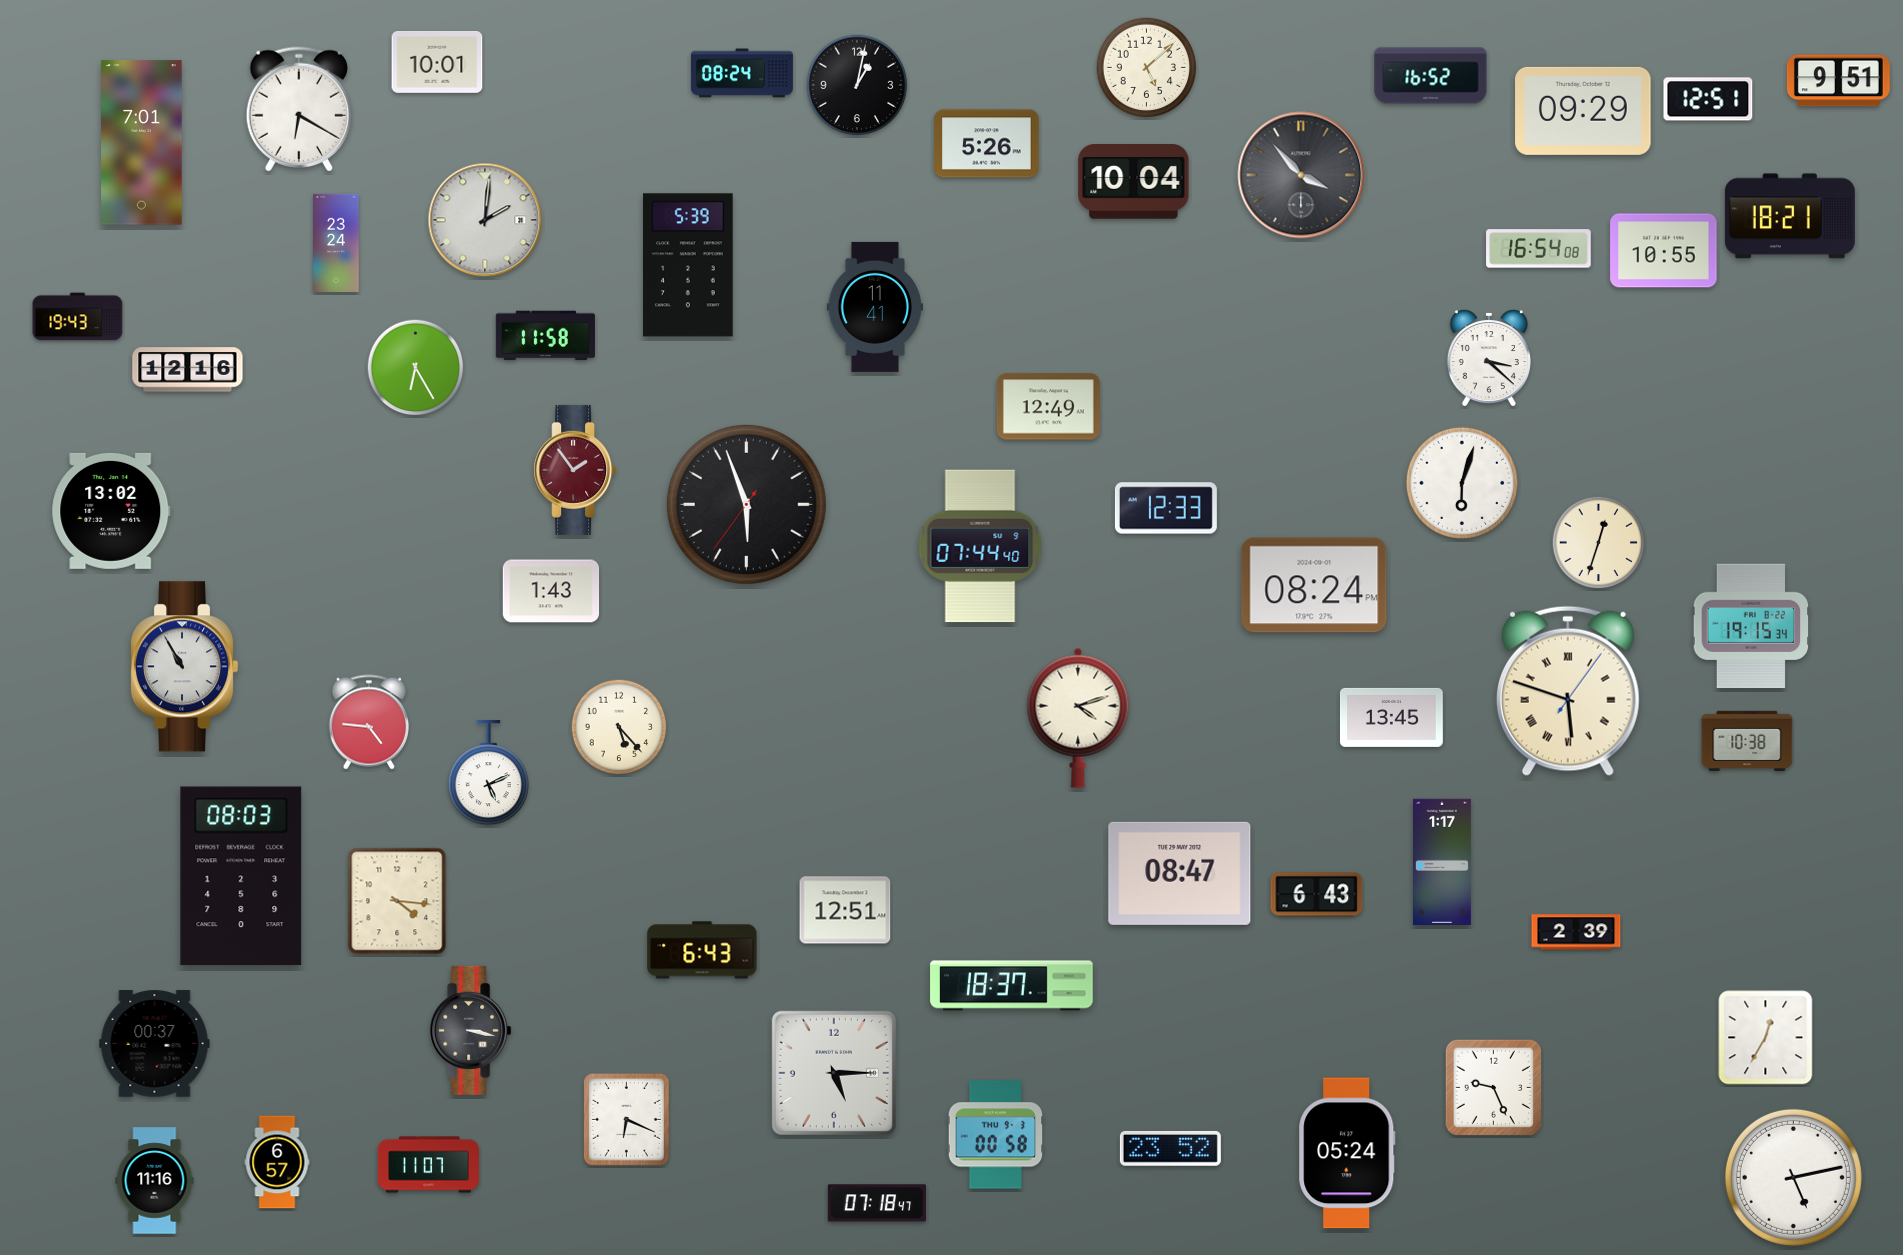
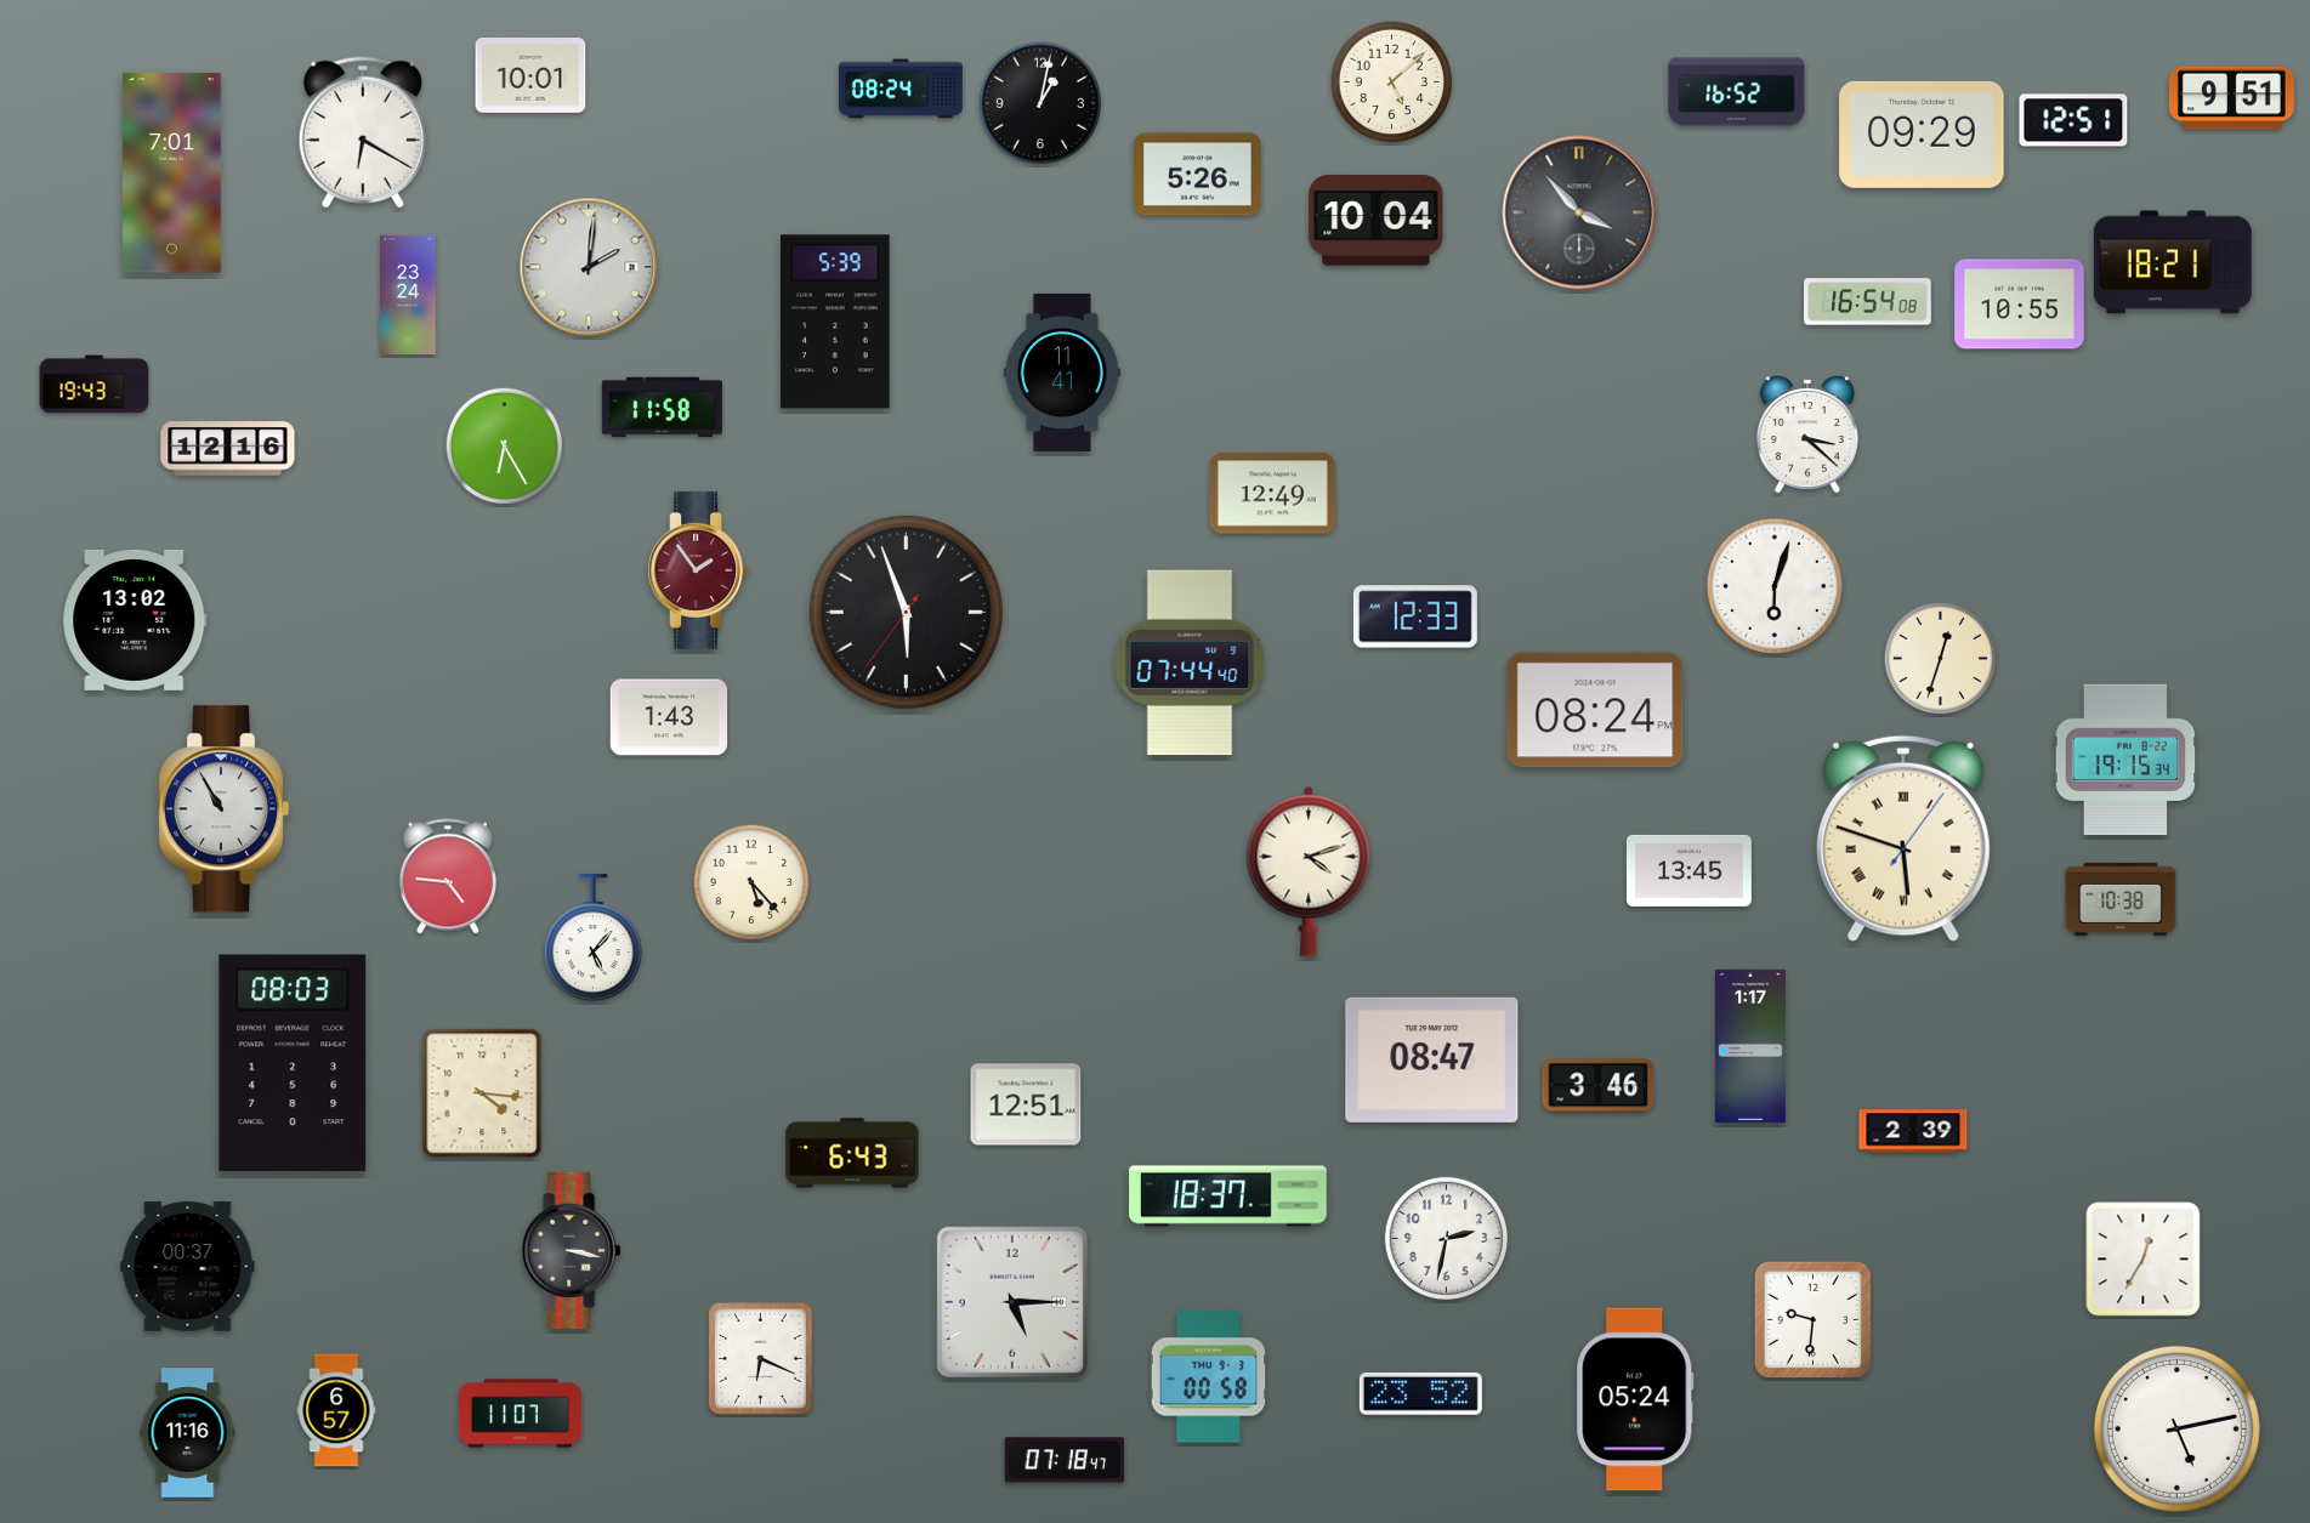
clock at (488, 773): 5:11 -> 5:07
clock at (1317, 895): 6:43 -> 3:46
clock at (1447, 1239): none -> 2:32
clock at (1493, 1087): 9:26 -> 9:31
